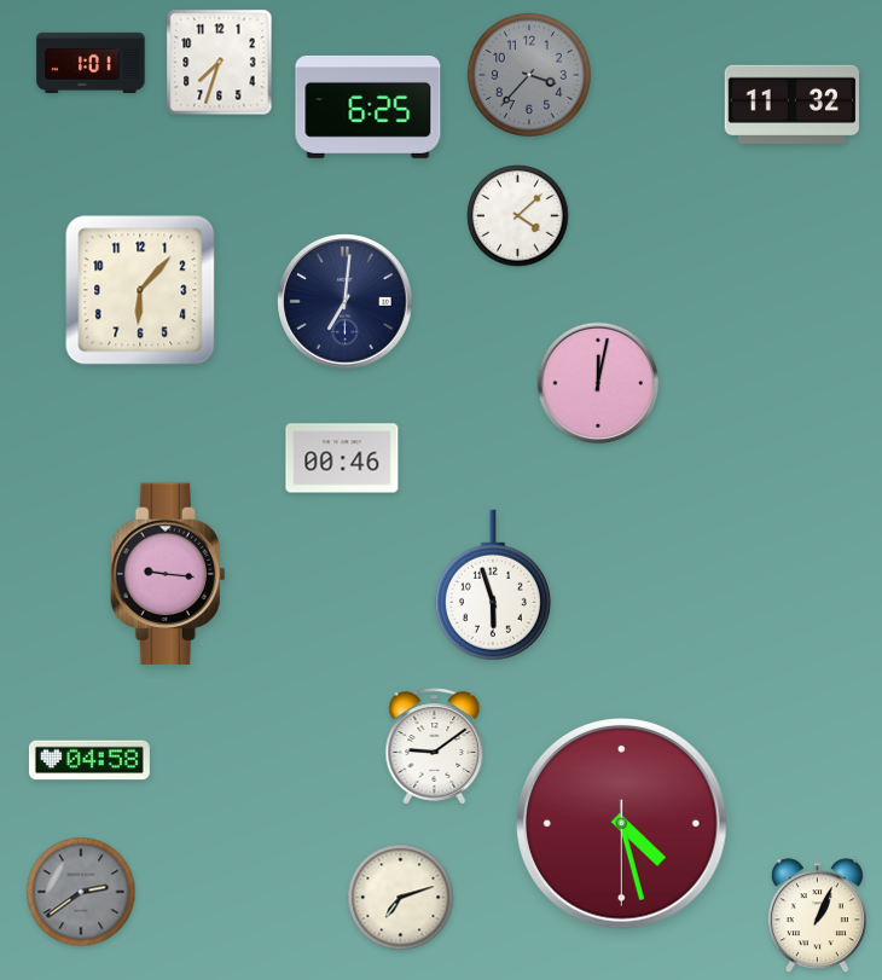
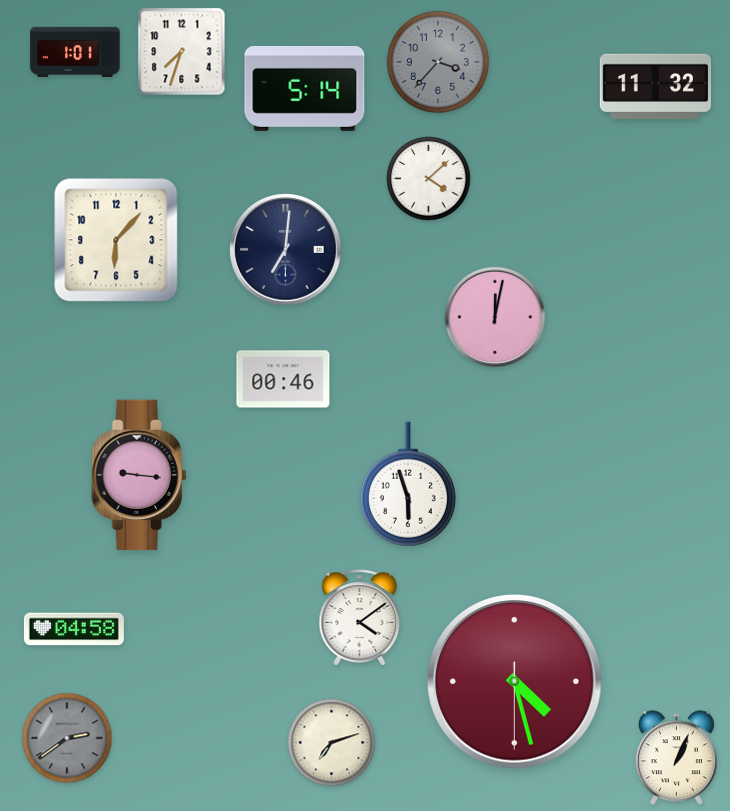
clock at (369, 106): 6:25 -> 5:14
clock at (435, 747): 9:09 -> 4:09
